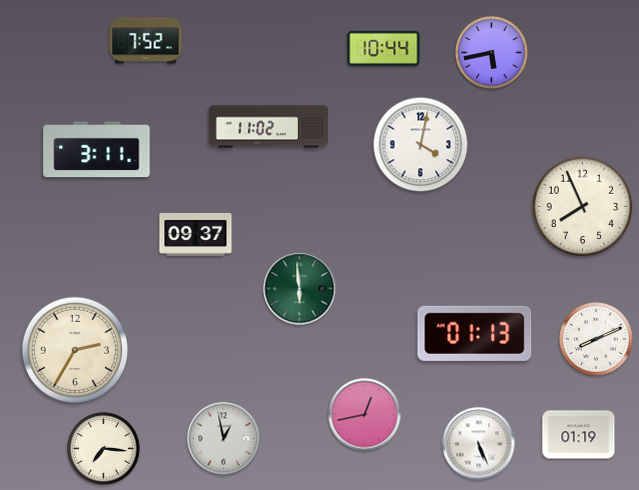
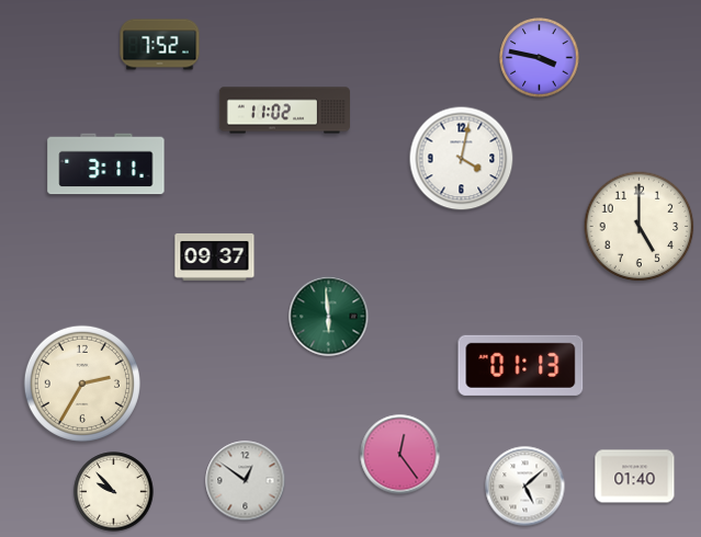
clock at (384, 48): 10:44 -> none
clock at (492, 53): 5:43 -> 3:47
clock at (268, 127) position: (268, 127) -> (284, 111)
clock at (583, 207): 7:56 -> 5:00
clock at (596, 339): 8:11 -> none
clock at (365, 415): 12:43 -> 12:24
clock at (579, 435): 01:19 -> 01:40
clock at (224, 439): 12:58 -> 12:51
clock at (479, 444): 5:26 -> 5:08
clock at (104, 449): 7:16 -> 9:53
